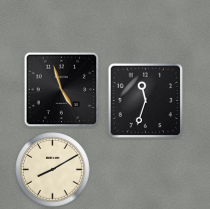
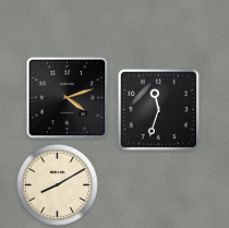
clock at (62, 90): 4:57 -> 4:12
